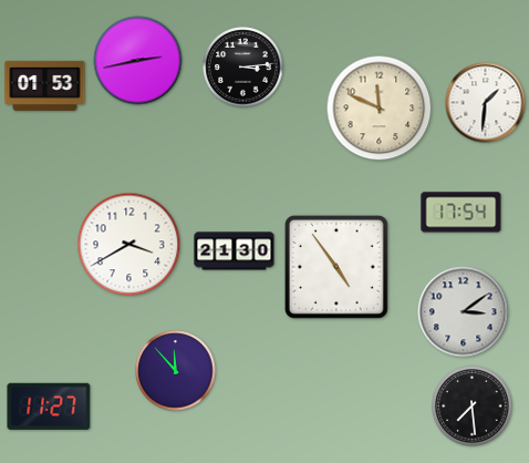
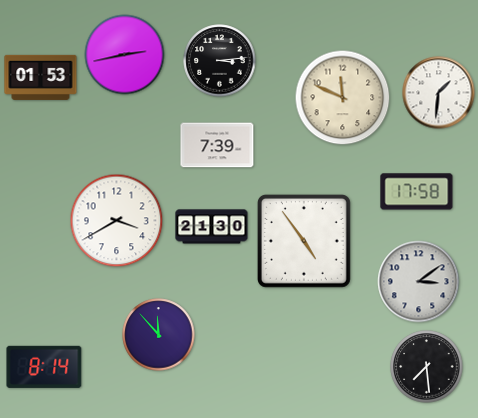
clock at (217, 145): none -> 7:39
clock at (461, 213): 17:54 -> 17:58
clock at (49, 407): 11:27 -> 8:14
